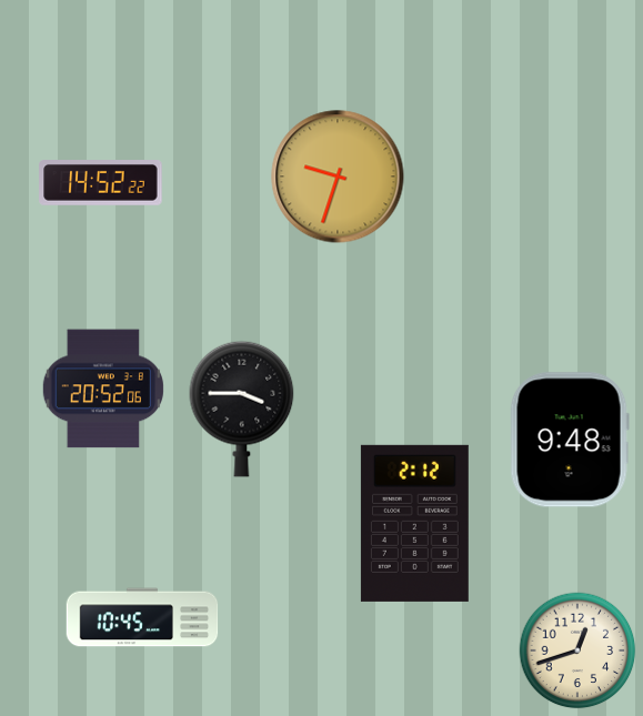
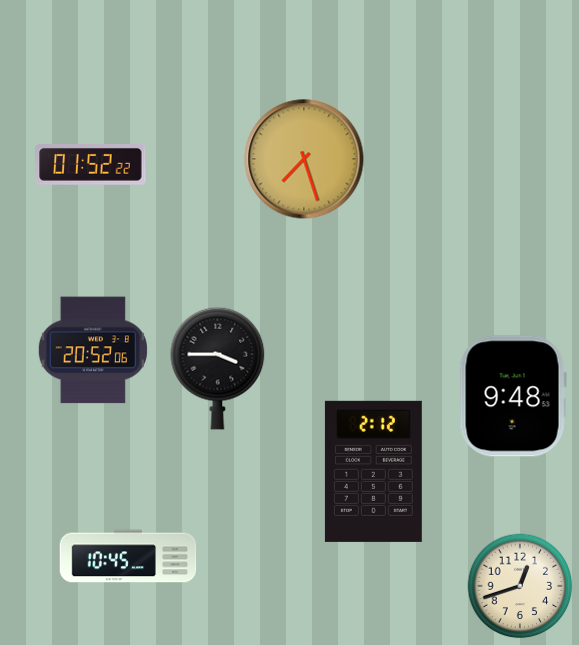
clock at (338, 177): 9:33 -> 7:27
clock at (101, 183): 14:52 -> 01:52
